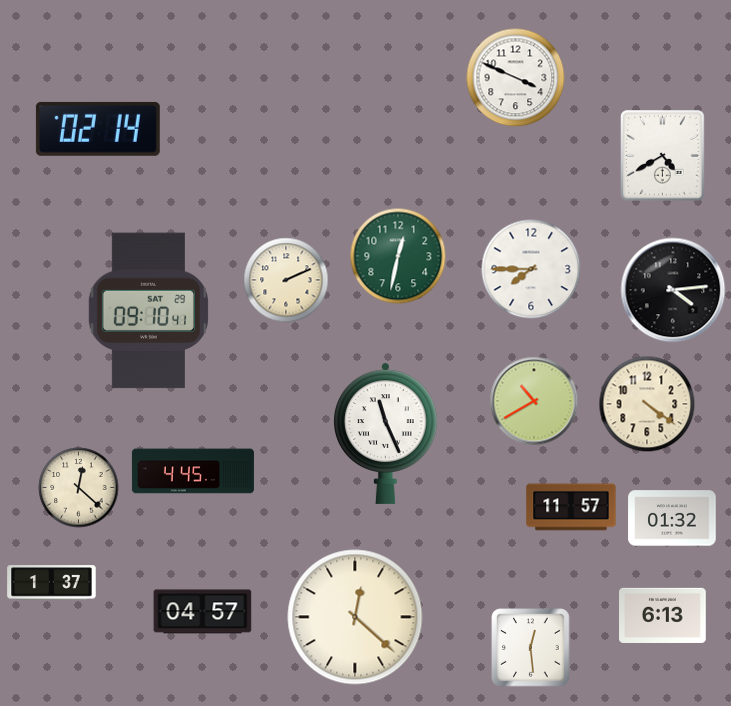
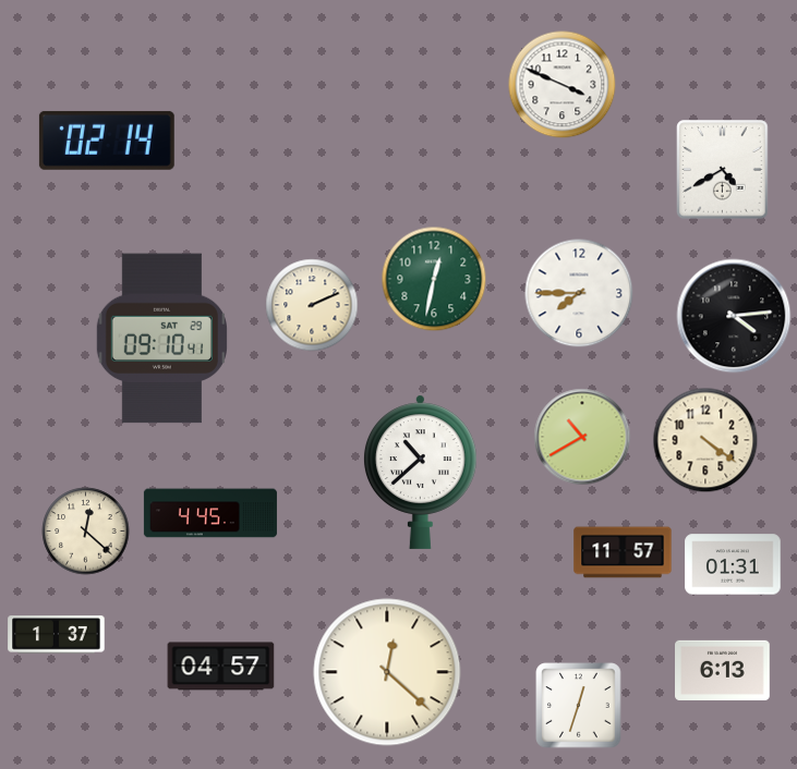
clock at (385, 433): 11:26 -> 10:38
clock at (672, 518): 01:32 -> 01:31
clock at (531, 648): 12:29 -> 12:33
